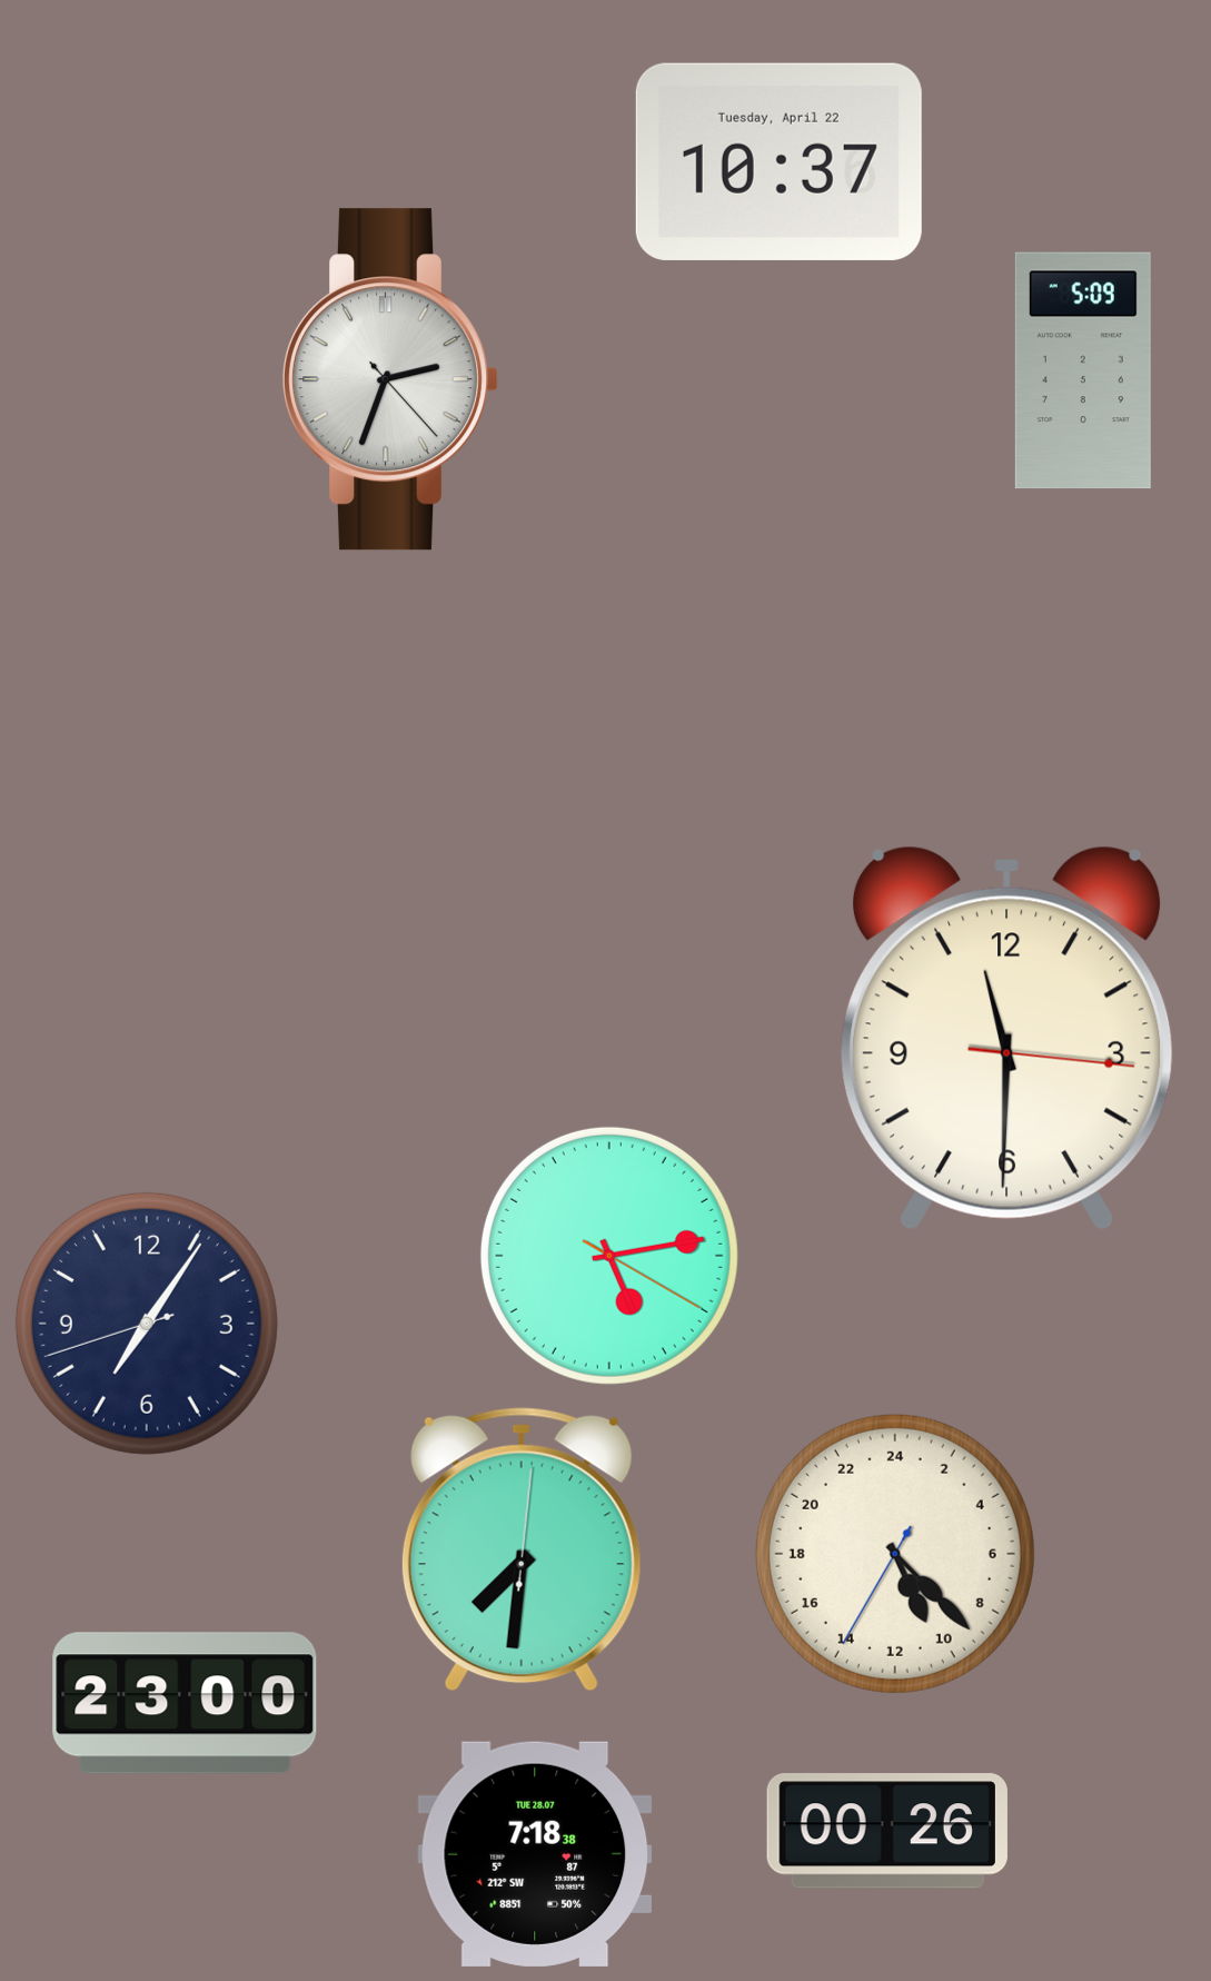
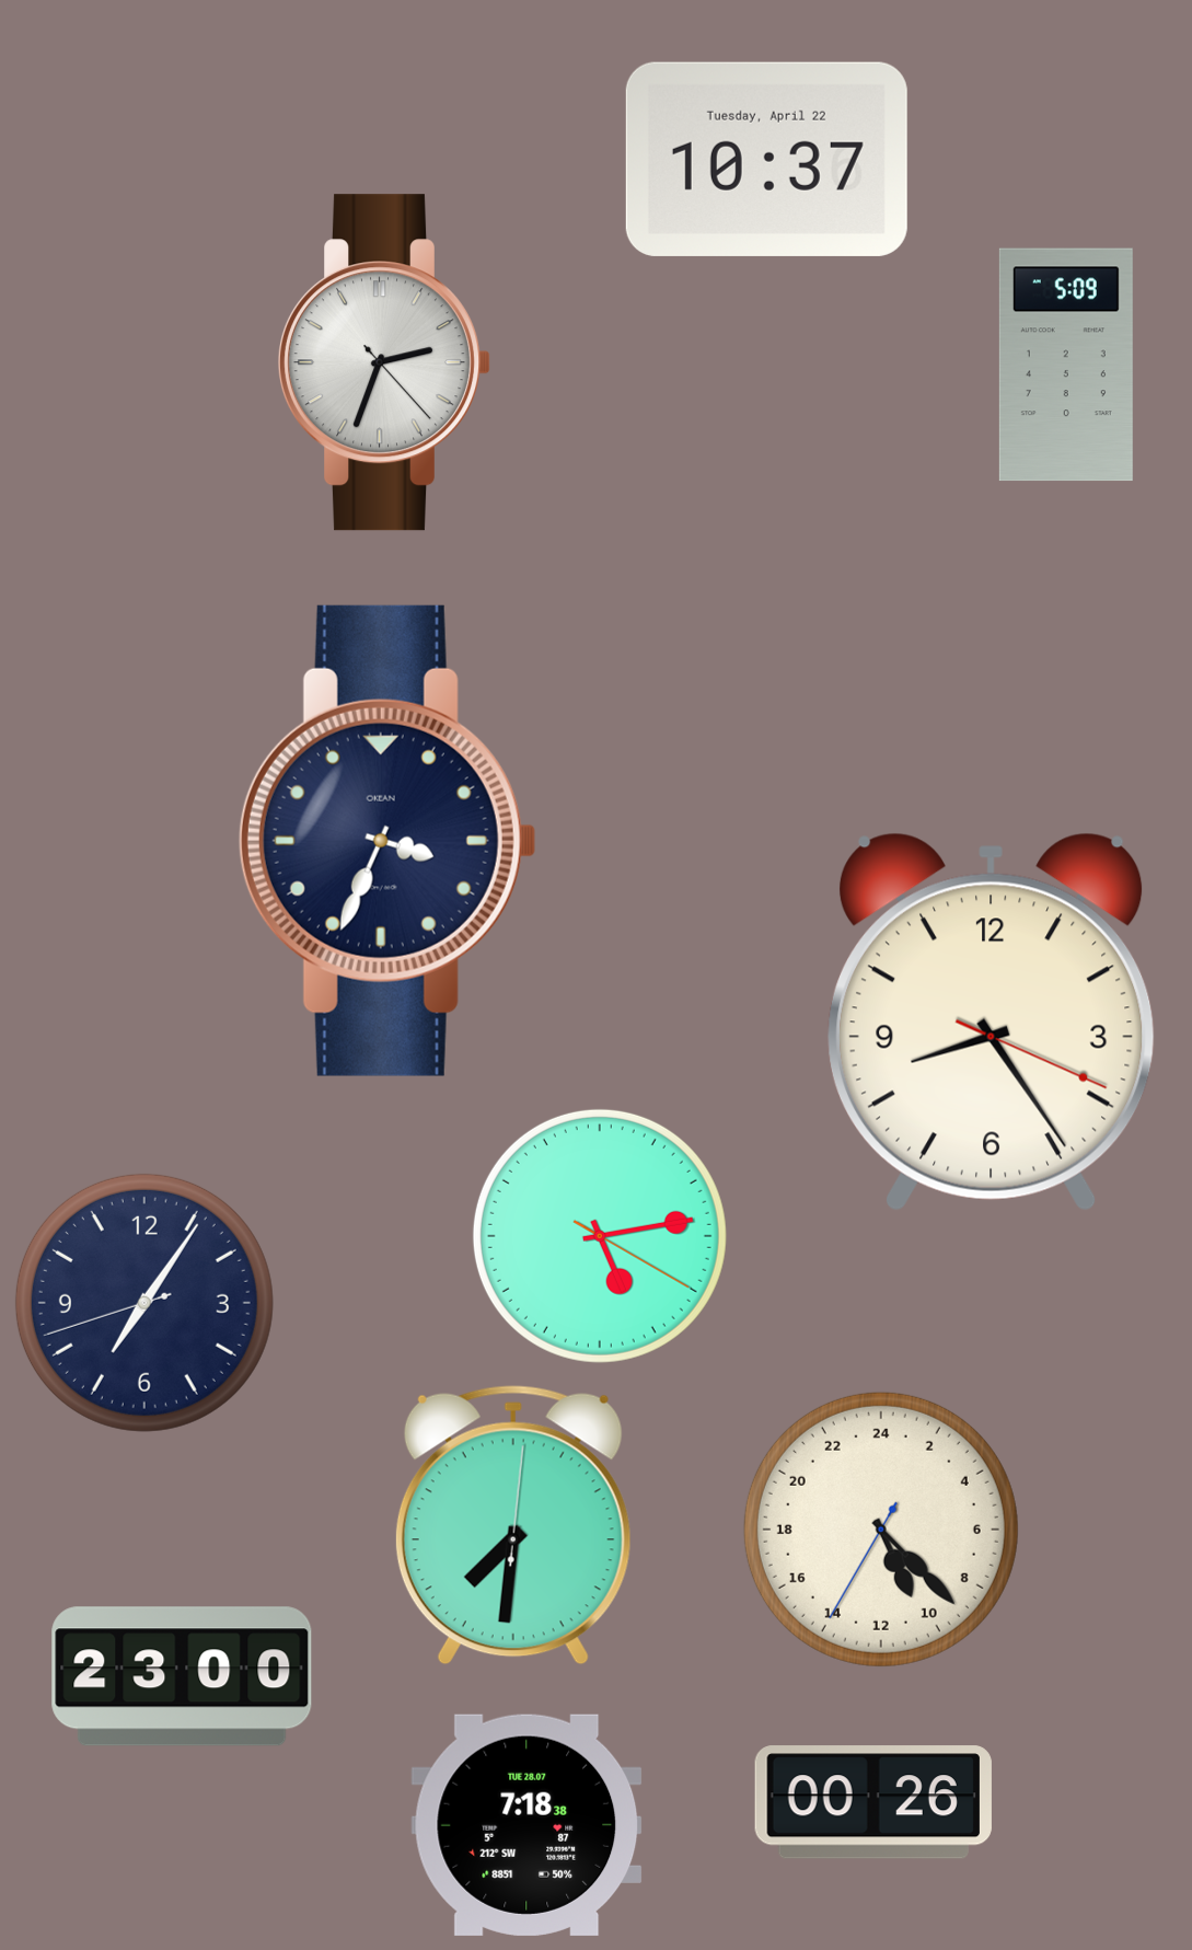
clock at (390, 379) position: (390, 379) -> (384, 362)
clock at (387, 841): none -> 3:34
clock at (1006, 1038): 11:30 -> 8:24
